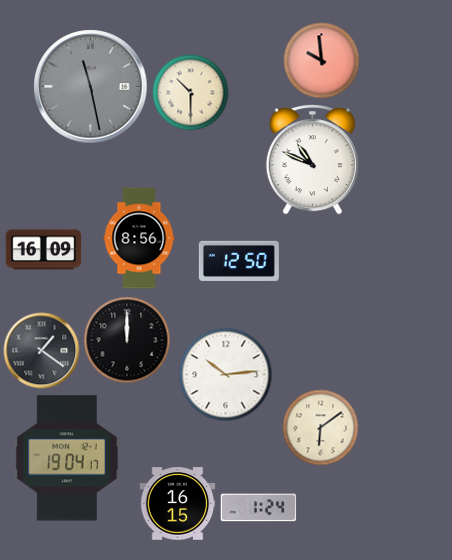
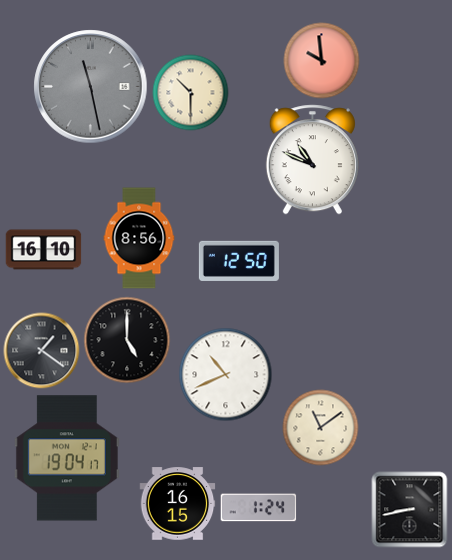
clock at (44, 250): 16:09 -> 16:10
clock at (127, 340): 12:00 -> 5:00
clock at (226, 375): 10:14 -> 10:41
clock at (321, 428): 6:09 -> 11:09
clock at (410, 510): none -> 8:43
